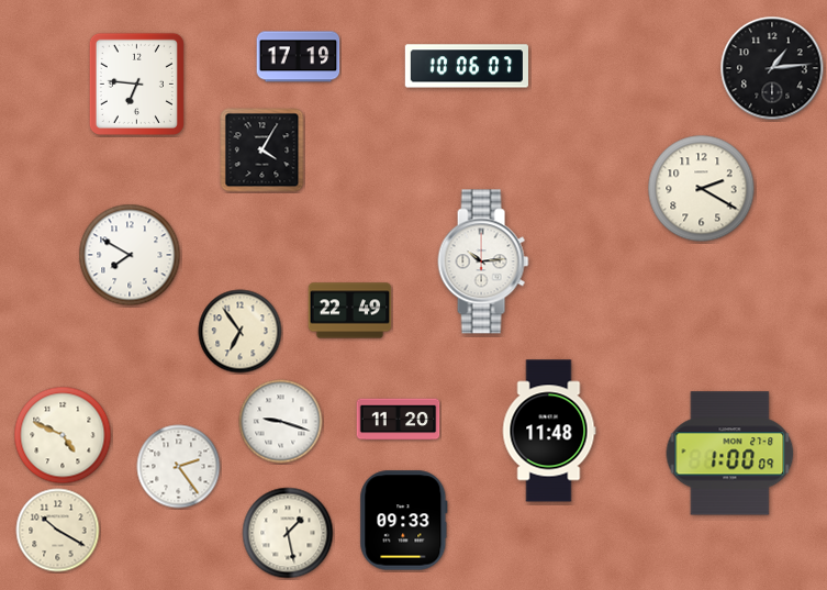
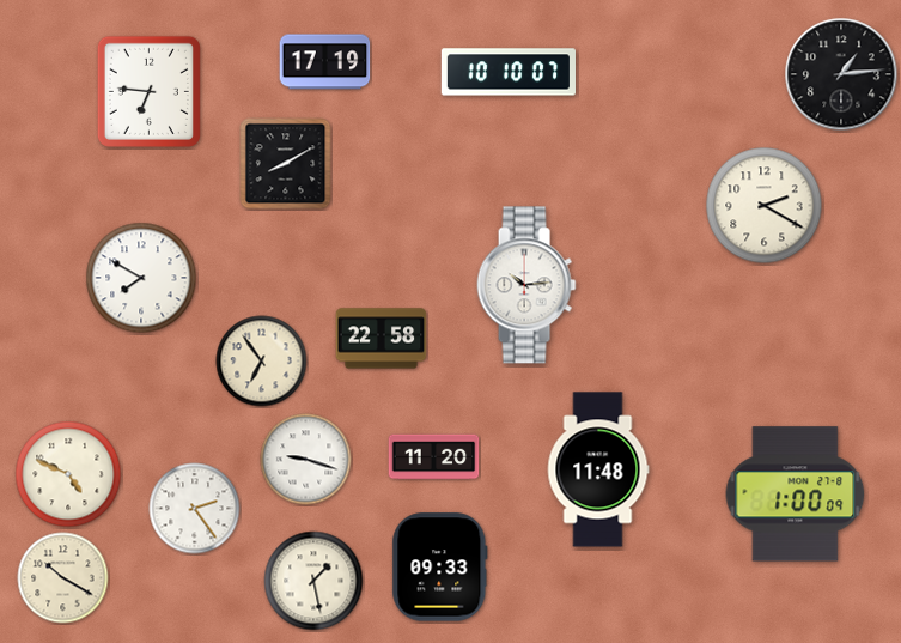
clock at (466, 66): 10:06 -> 10:10
clock at (262, 151): 4:05 -> 8:10
clock at (350, 311): 22:49 -> 22:58
